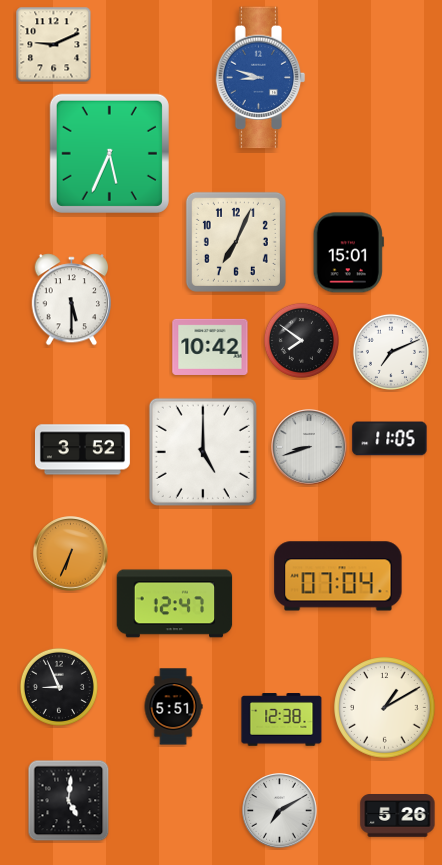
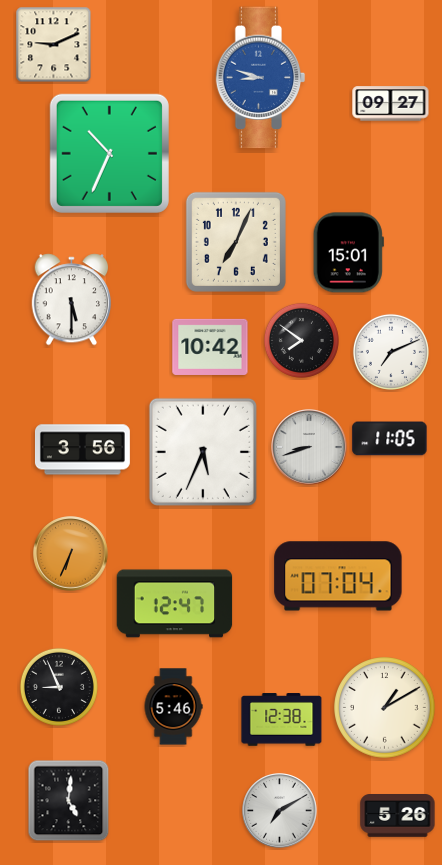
clock at (391, 104): none -> 09:27
clock at (109, 153): 5:34 -> 10:34
clock at (82, 450): 3:52 -> 3:56
clock at (203, 452): 5:00 -> 5:34
clock at (173, 707): 5:51 -> 5:46
